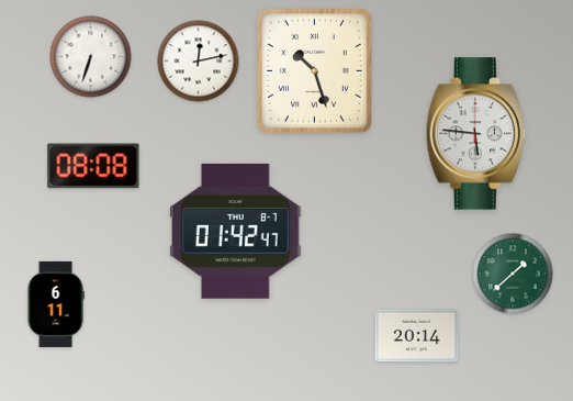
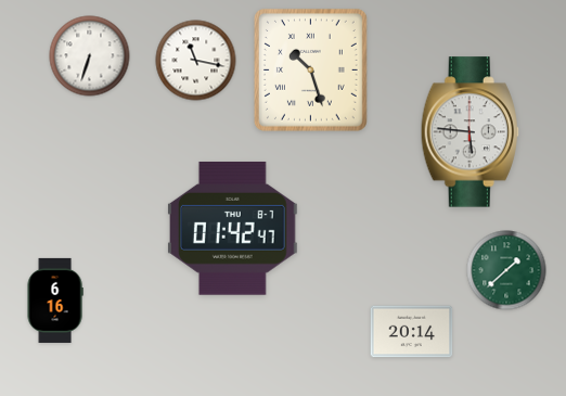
clock at (199, 62): 12:13 -> 11:17
clock at (93, 166): 08:08 -> none
clock at (56, 304): 6:11 -> 6:16
